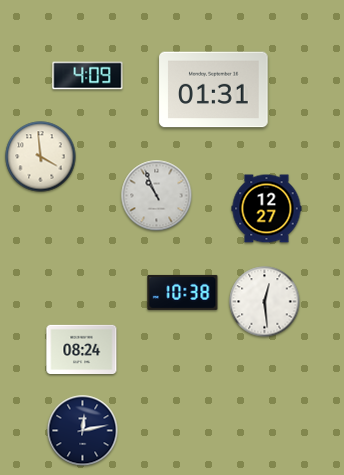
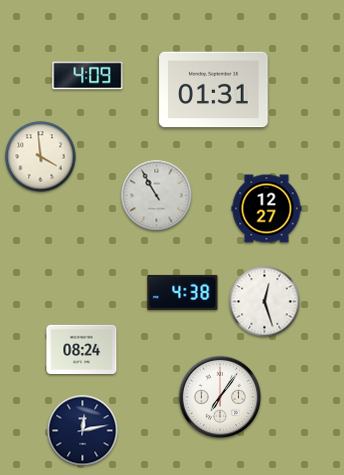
clock at (157, 196): 10:56 -> 10:55
clock at (183, 292): 10:38 -> 4:38
clock at (265, 302): 12:29 -> 12:27
clock at (220, 397): none -> 7:06
